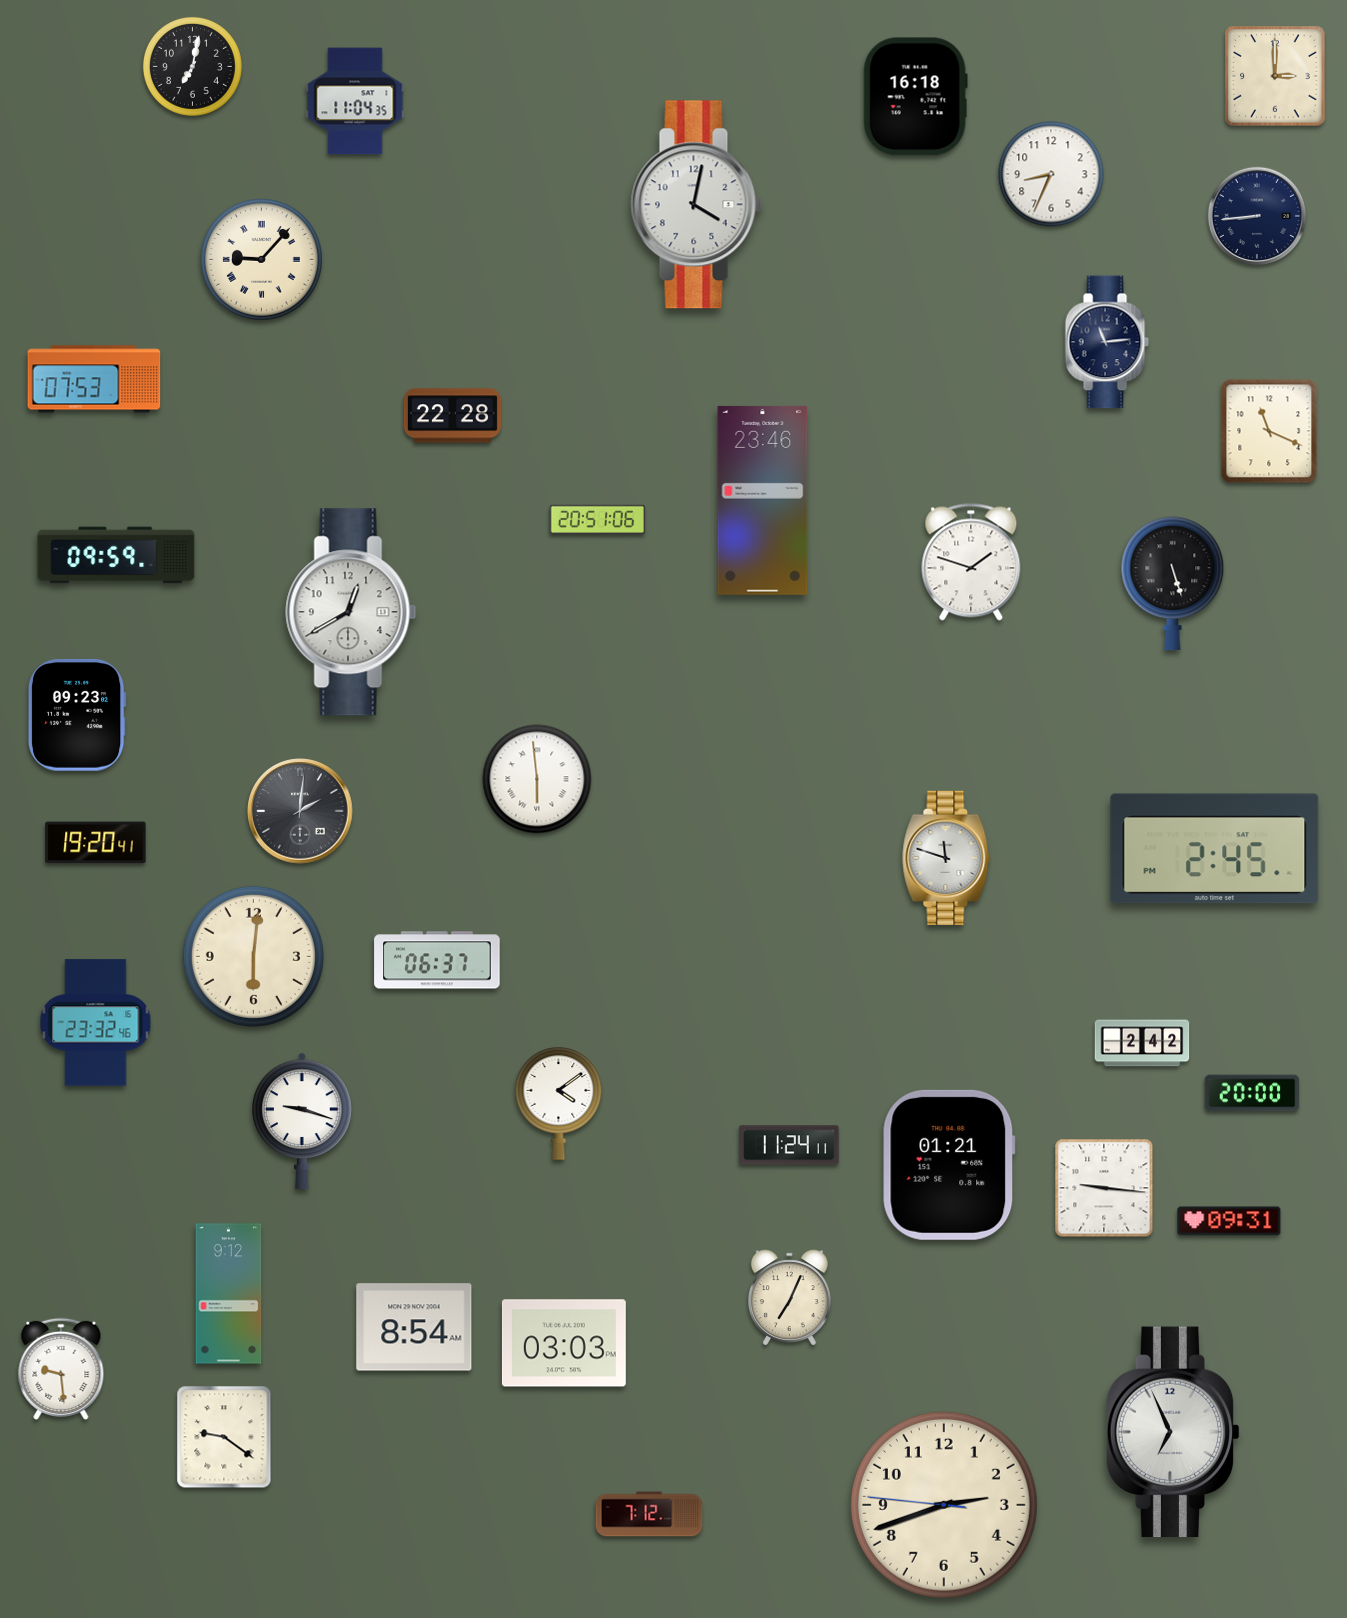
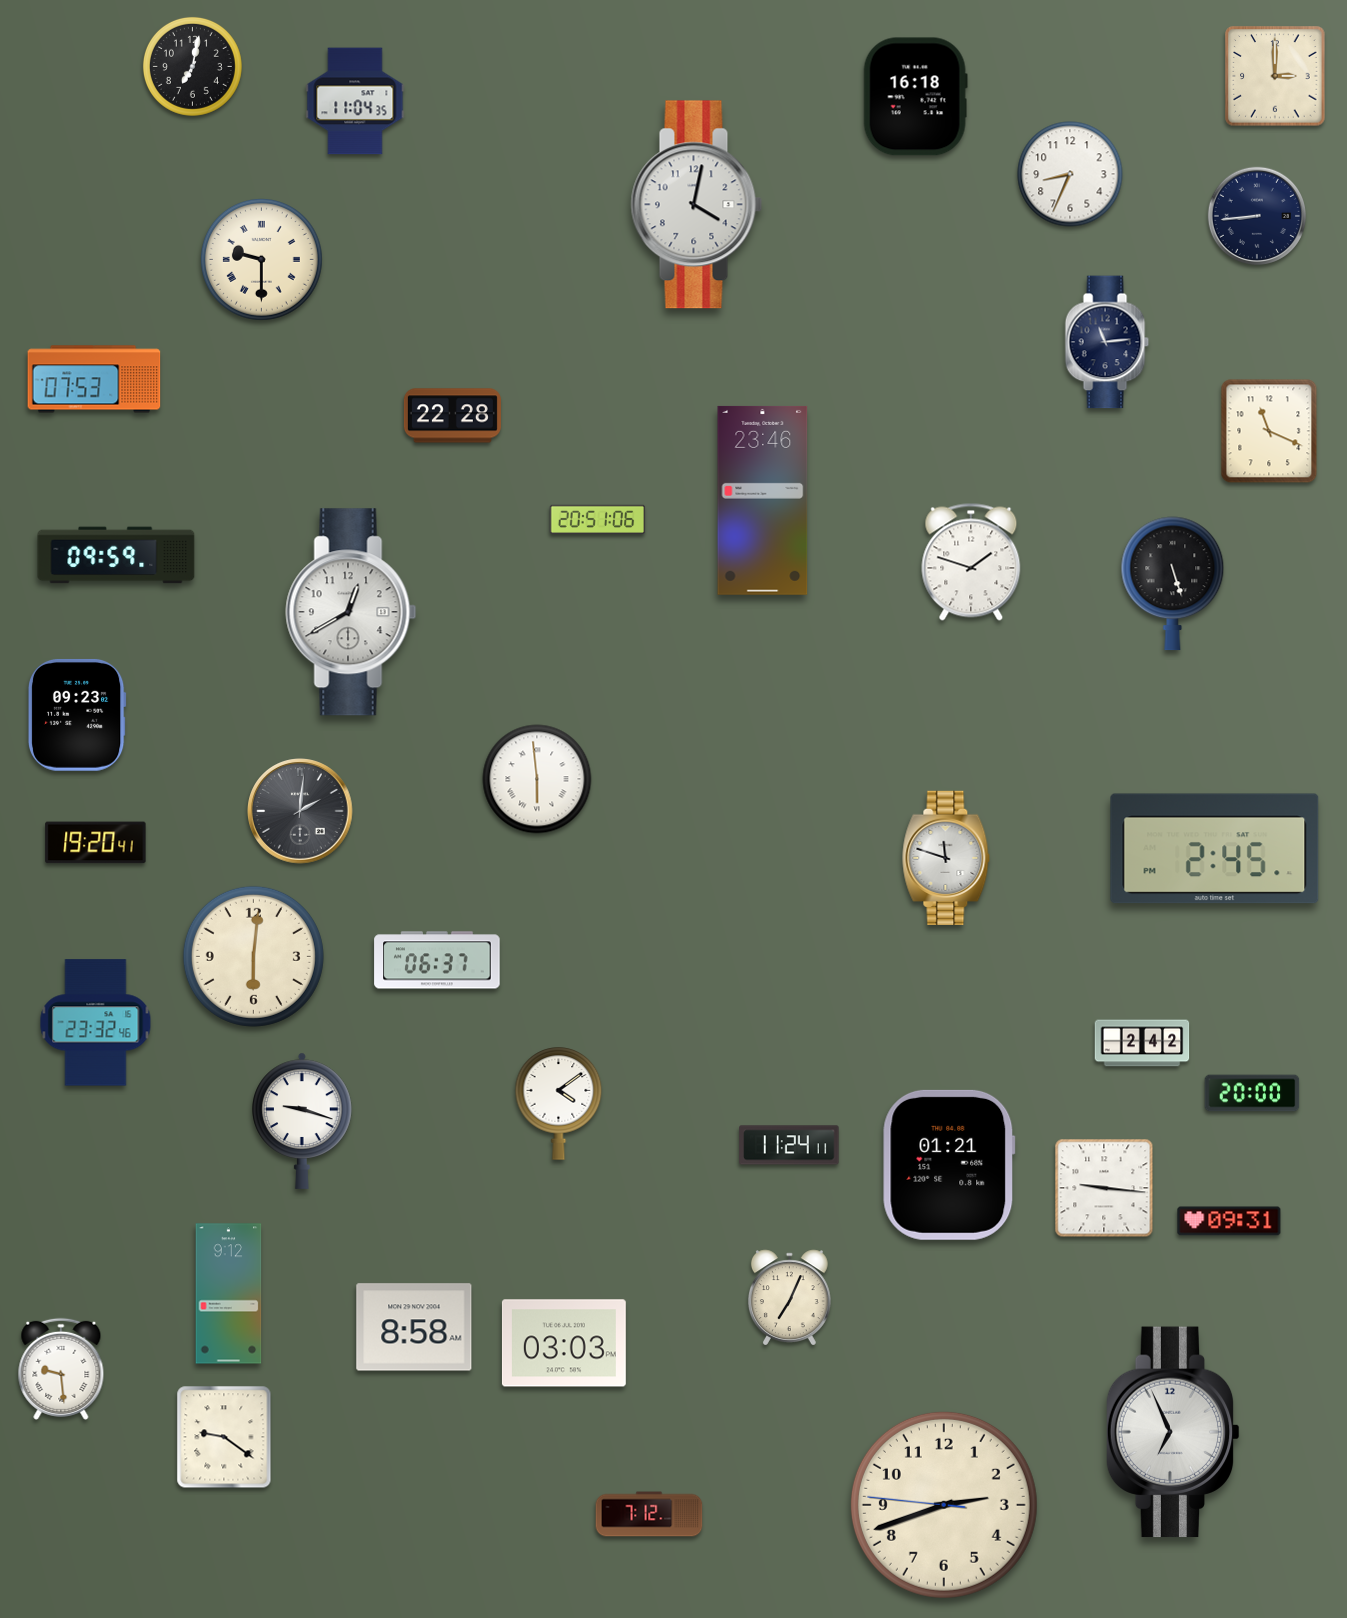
clock at (1051, 174) position: (1051, 174) -> (1070, 174)
clock at (261, 259): 9:07 -> 9:30
clock at (414, 1327): 8:54 -> 8:58
